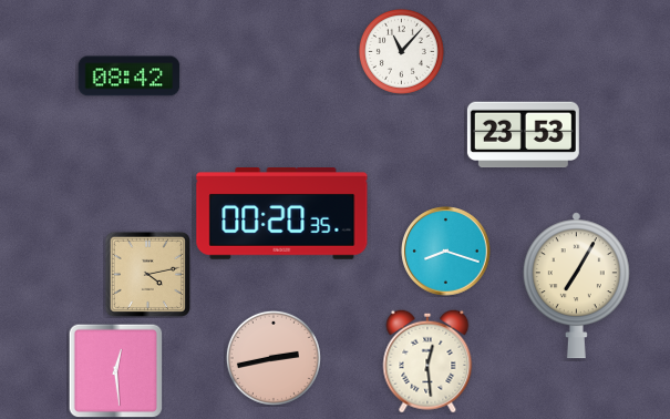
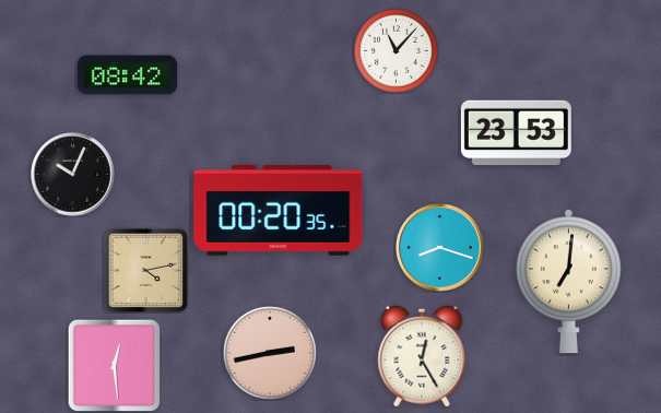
clock at (73, 175): none -> 10:04
clock at (576, 286): 7:05 -> 7:01
clock at (427, 361): 12:29 -> 12:25
